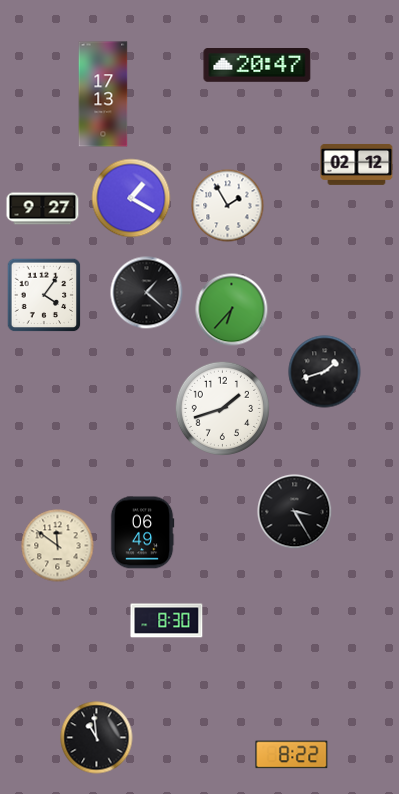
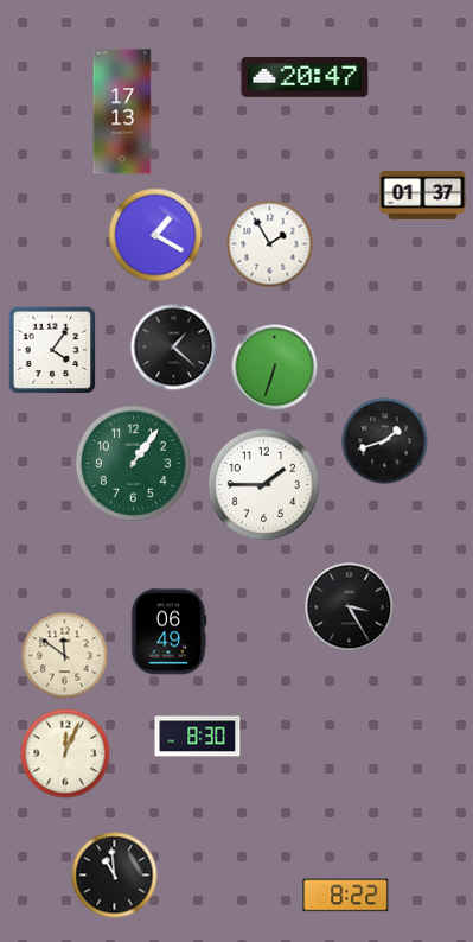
clock at (357, 164): 02:12 -> 01:37
clock at (43, 209): 9:27 -> none
clock at (232, 310): 6:37 -> 6:33
clock at (133, 463): none -> 1:06
clock at (222, 408): 1:42 -> 1:45
clock at (58, 546) position: (58, 546) -> (65, 656)
clock at (65, 753): none -> 12:04
